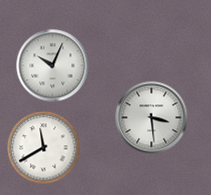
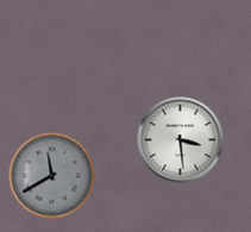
clock at (53, 66): 10:04 -> none
clock at (44, 148) dial: white -> grey
